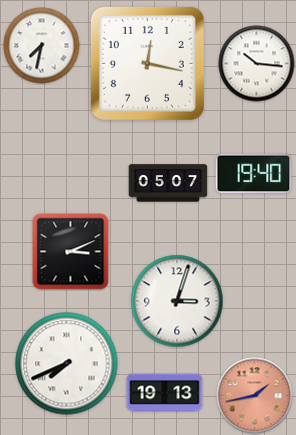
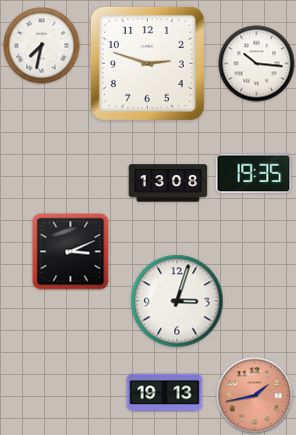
clock at (147, 63): 12:17 -> 2:48
clock at (254, 174): 19:40 -> 19:35
clock at (168, 183): 05:07 -> 13:08
clock at (67, 364): 7:41 -> none
